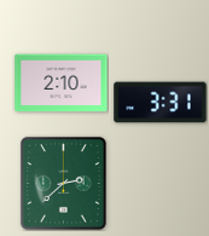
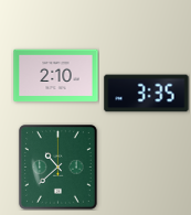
clock at (161, 103): 3:31 -> 3:35
clock at (63, 183): 2:38 -> 10:38
